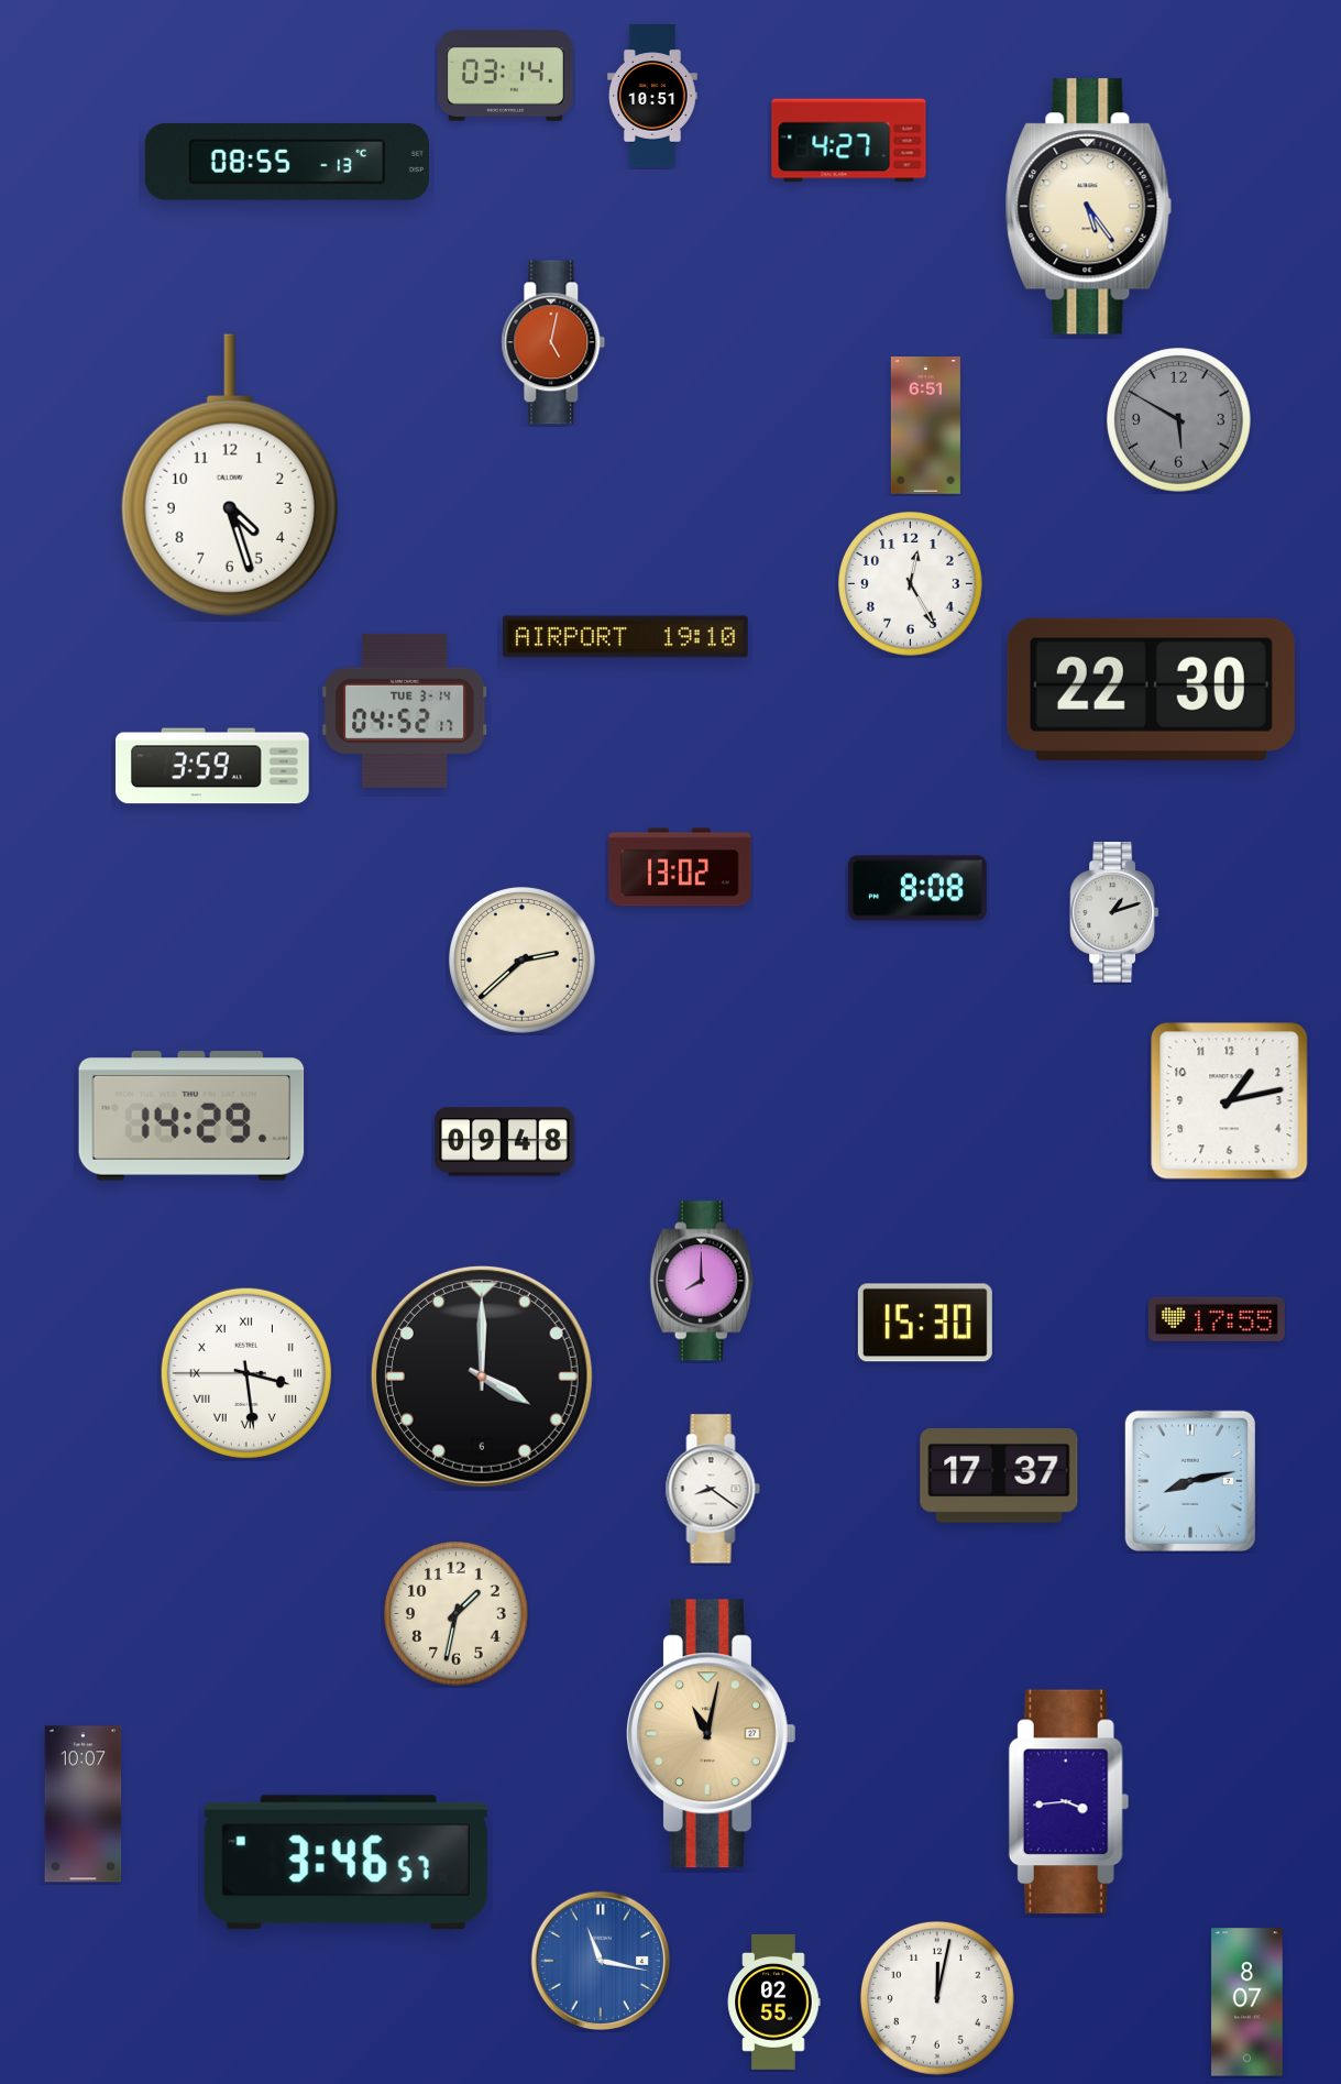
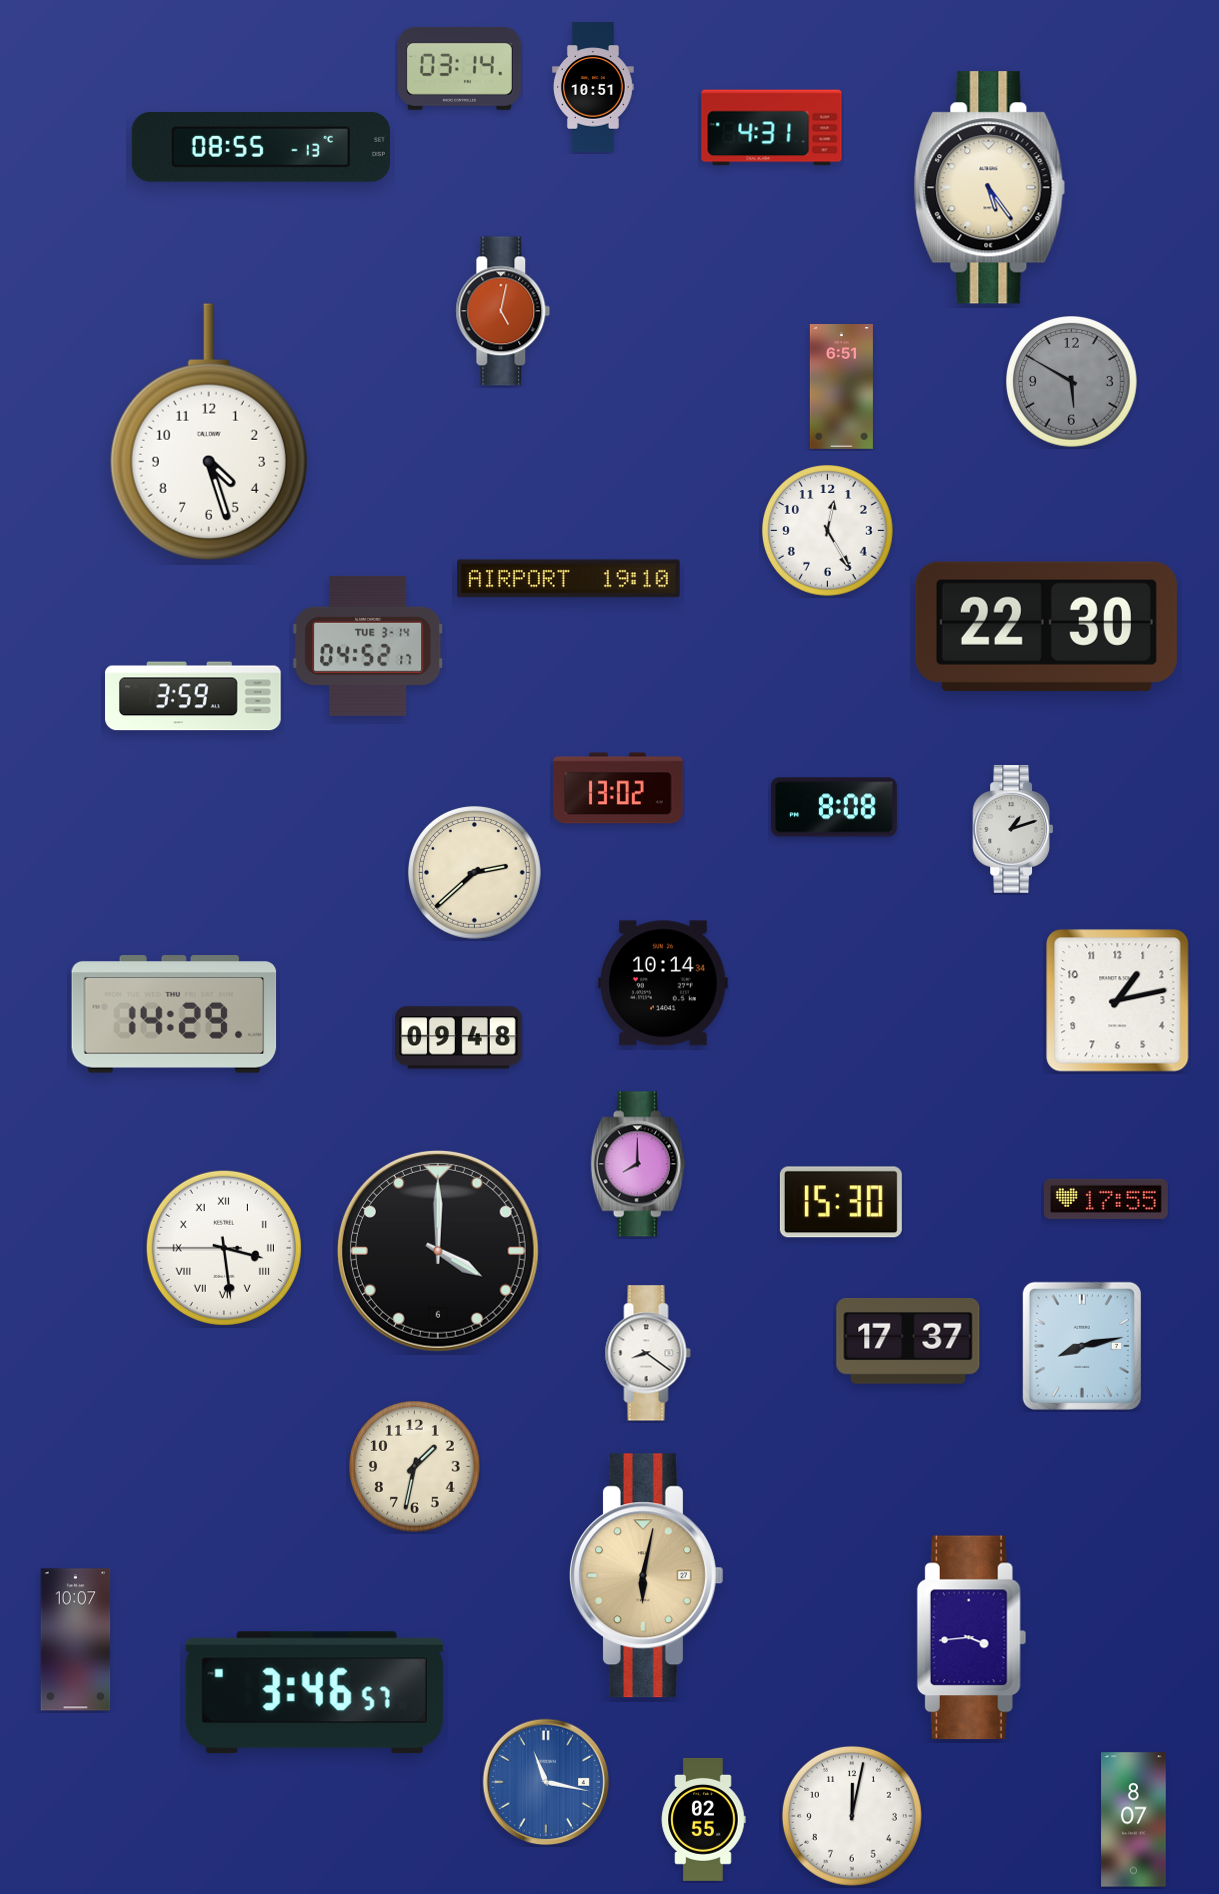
clock at (849, 141): 4:27 -> 4:31
clock at (663, 983): none -> 10:14
clock at (711, 1734): 11:02 -> 6:02
